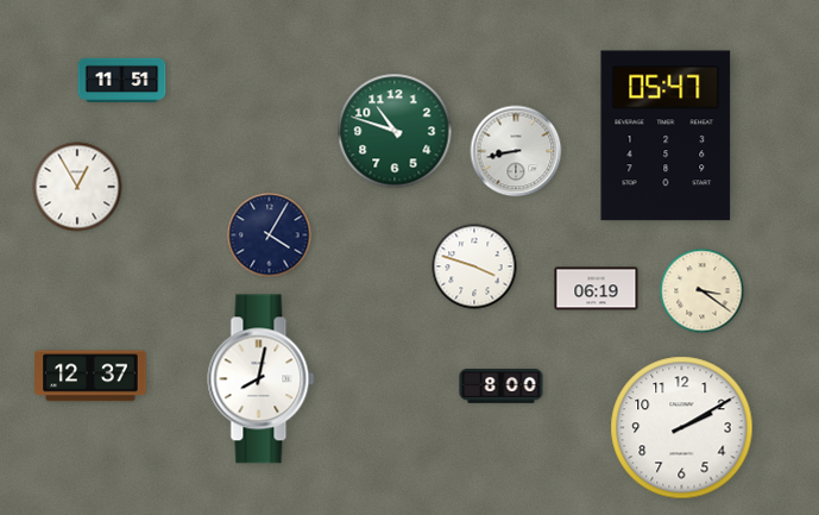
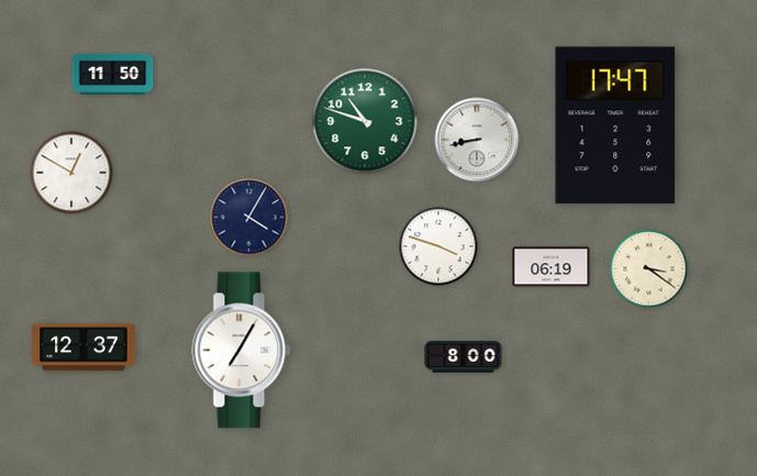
clock at (122, 80): 11:51 -> 11:50
clock at (666, 136): 05:47 -> 17:47
clock at (77, 187): 12:55 -> 12:50
clock at (262, 379): 8:02 -> 7:05
clock at (682, 428): 2:10 -> none
